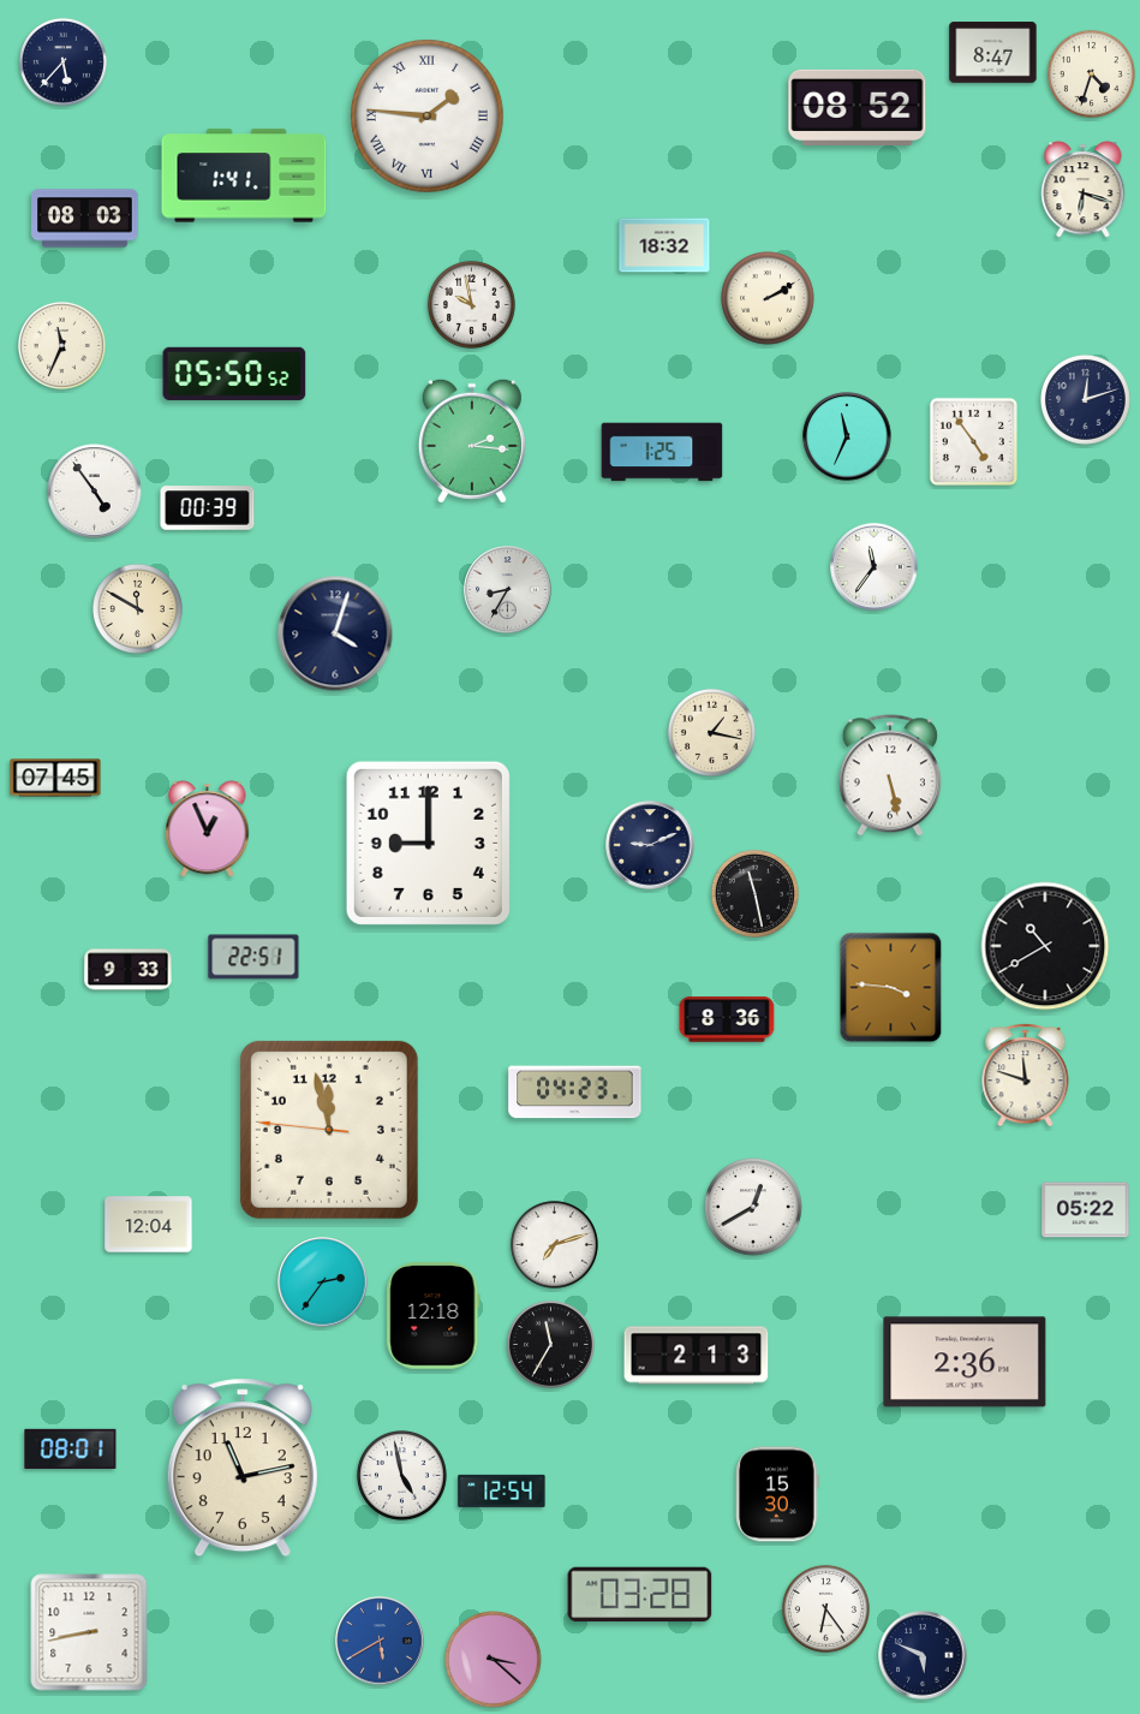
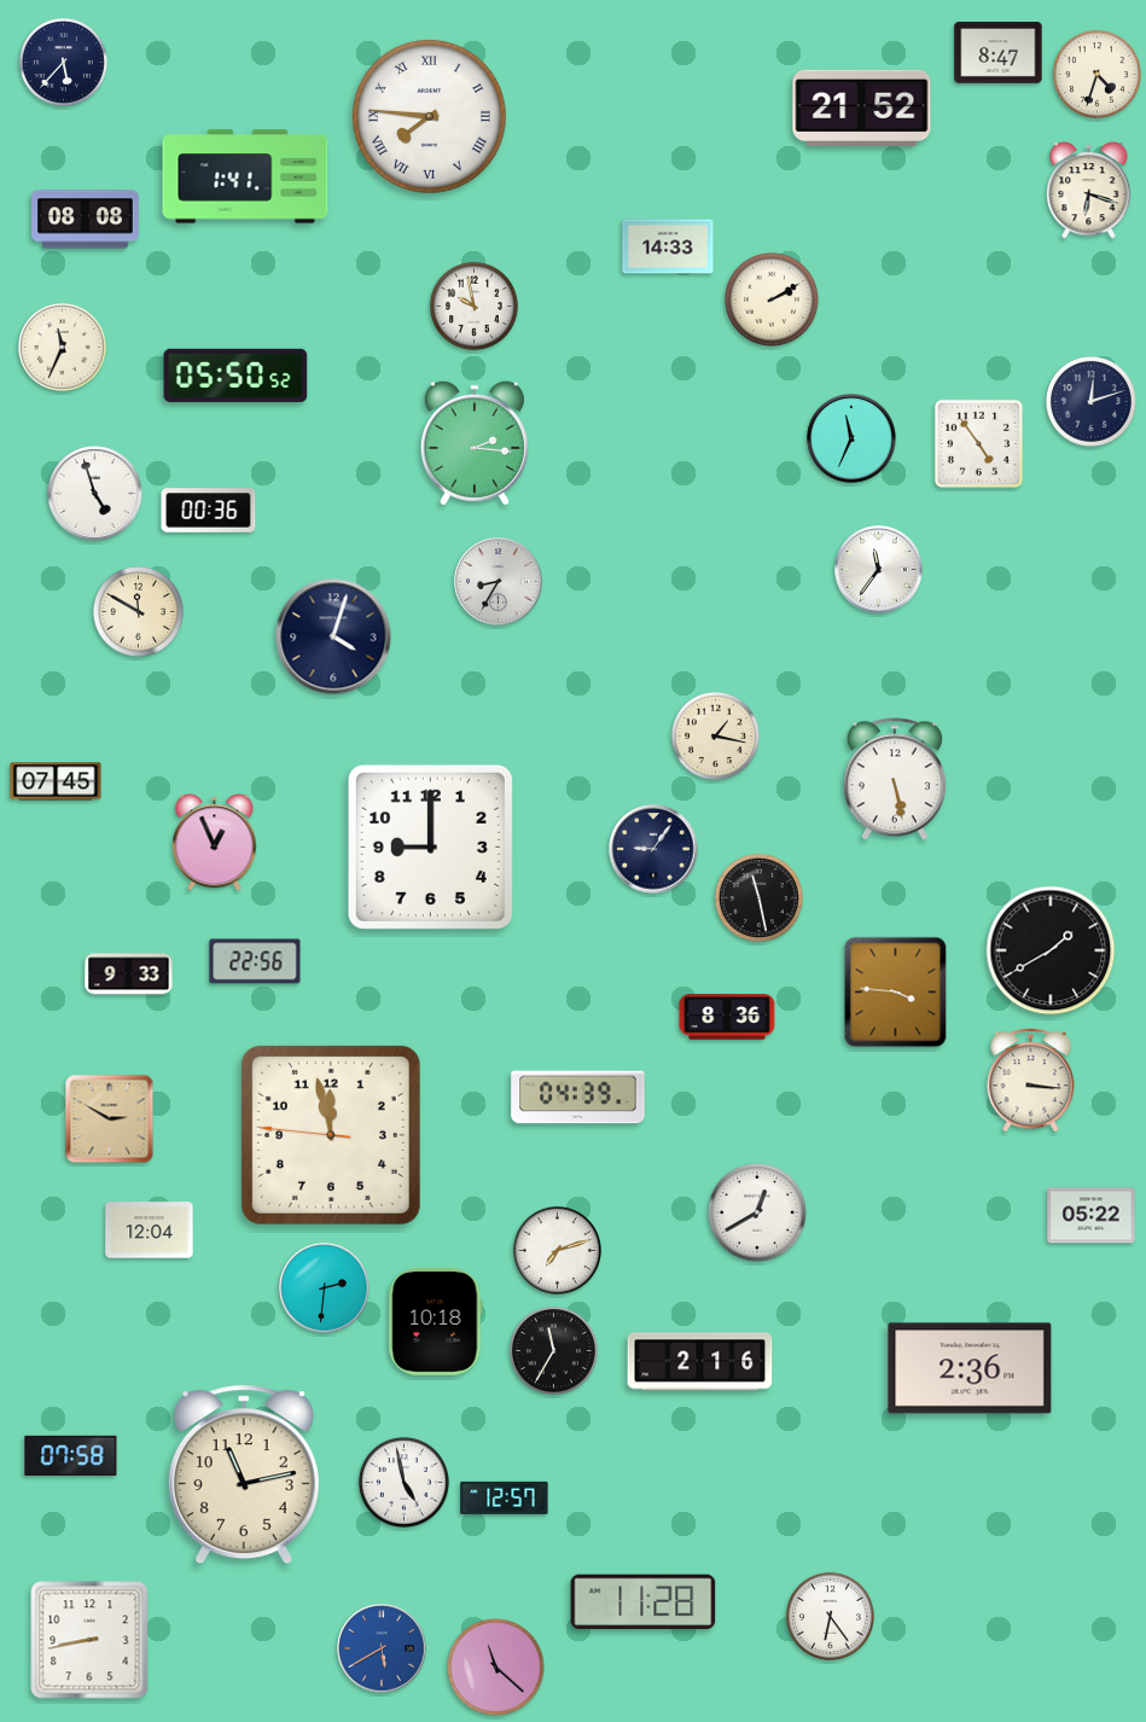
clock at (858, 107): 08:52 -> 21:52
clock at (428, 117): 1:46 -> 7:46
clock at (85, 219): 08:03 -> 08:08
clock at (664, 245): 18:32 -> 14:33
clock at (662, 452): 1:25 -> none
clock at (95, 492): 4:54 -> 4:57
clock at (208, 508): 00:39 -> 00:36
clock at (508, 590) position: (508, 590) -> (499, 582)
clock at (335, 633) position: (335, 633) -> (333, 636)
clock at (208, 829) position: (208, 829) -> (215, 843)
clock at (650, 845): 9:11 -> 9:06
clock at (1045, 946): 10:40 -> 1:40
clock at (253, 957): 22:51 -> 22:56
clock at (727, 1019) position: (727, 1019) -> (727, 1017)
clock at (1026, 1076): 11:48 -> 3:16
clock at (575, 1093): 04:23 -> 04:39
clock at (110, 1119): none -> 2:50
clock at (323, 1282): 2:36 -> 2:31
clock at (434, 1316): 12:18 -> 10:18
clock at (697, 1356): 2:13 -> 2:16
clock at (71, 1448): 08:01 -> 07:58
clock at (502, 1490): 12:54 -> 12:57
clock at (777, 1494): 15:30 -> none
clock at (640, 1595): 03:28 -> 11:28
clock at (923, 1655): 5:49 -> none
clock at (494, 1660): 3:22 -> 11:22
